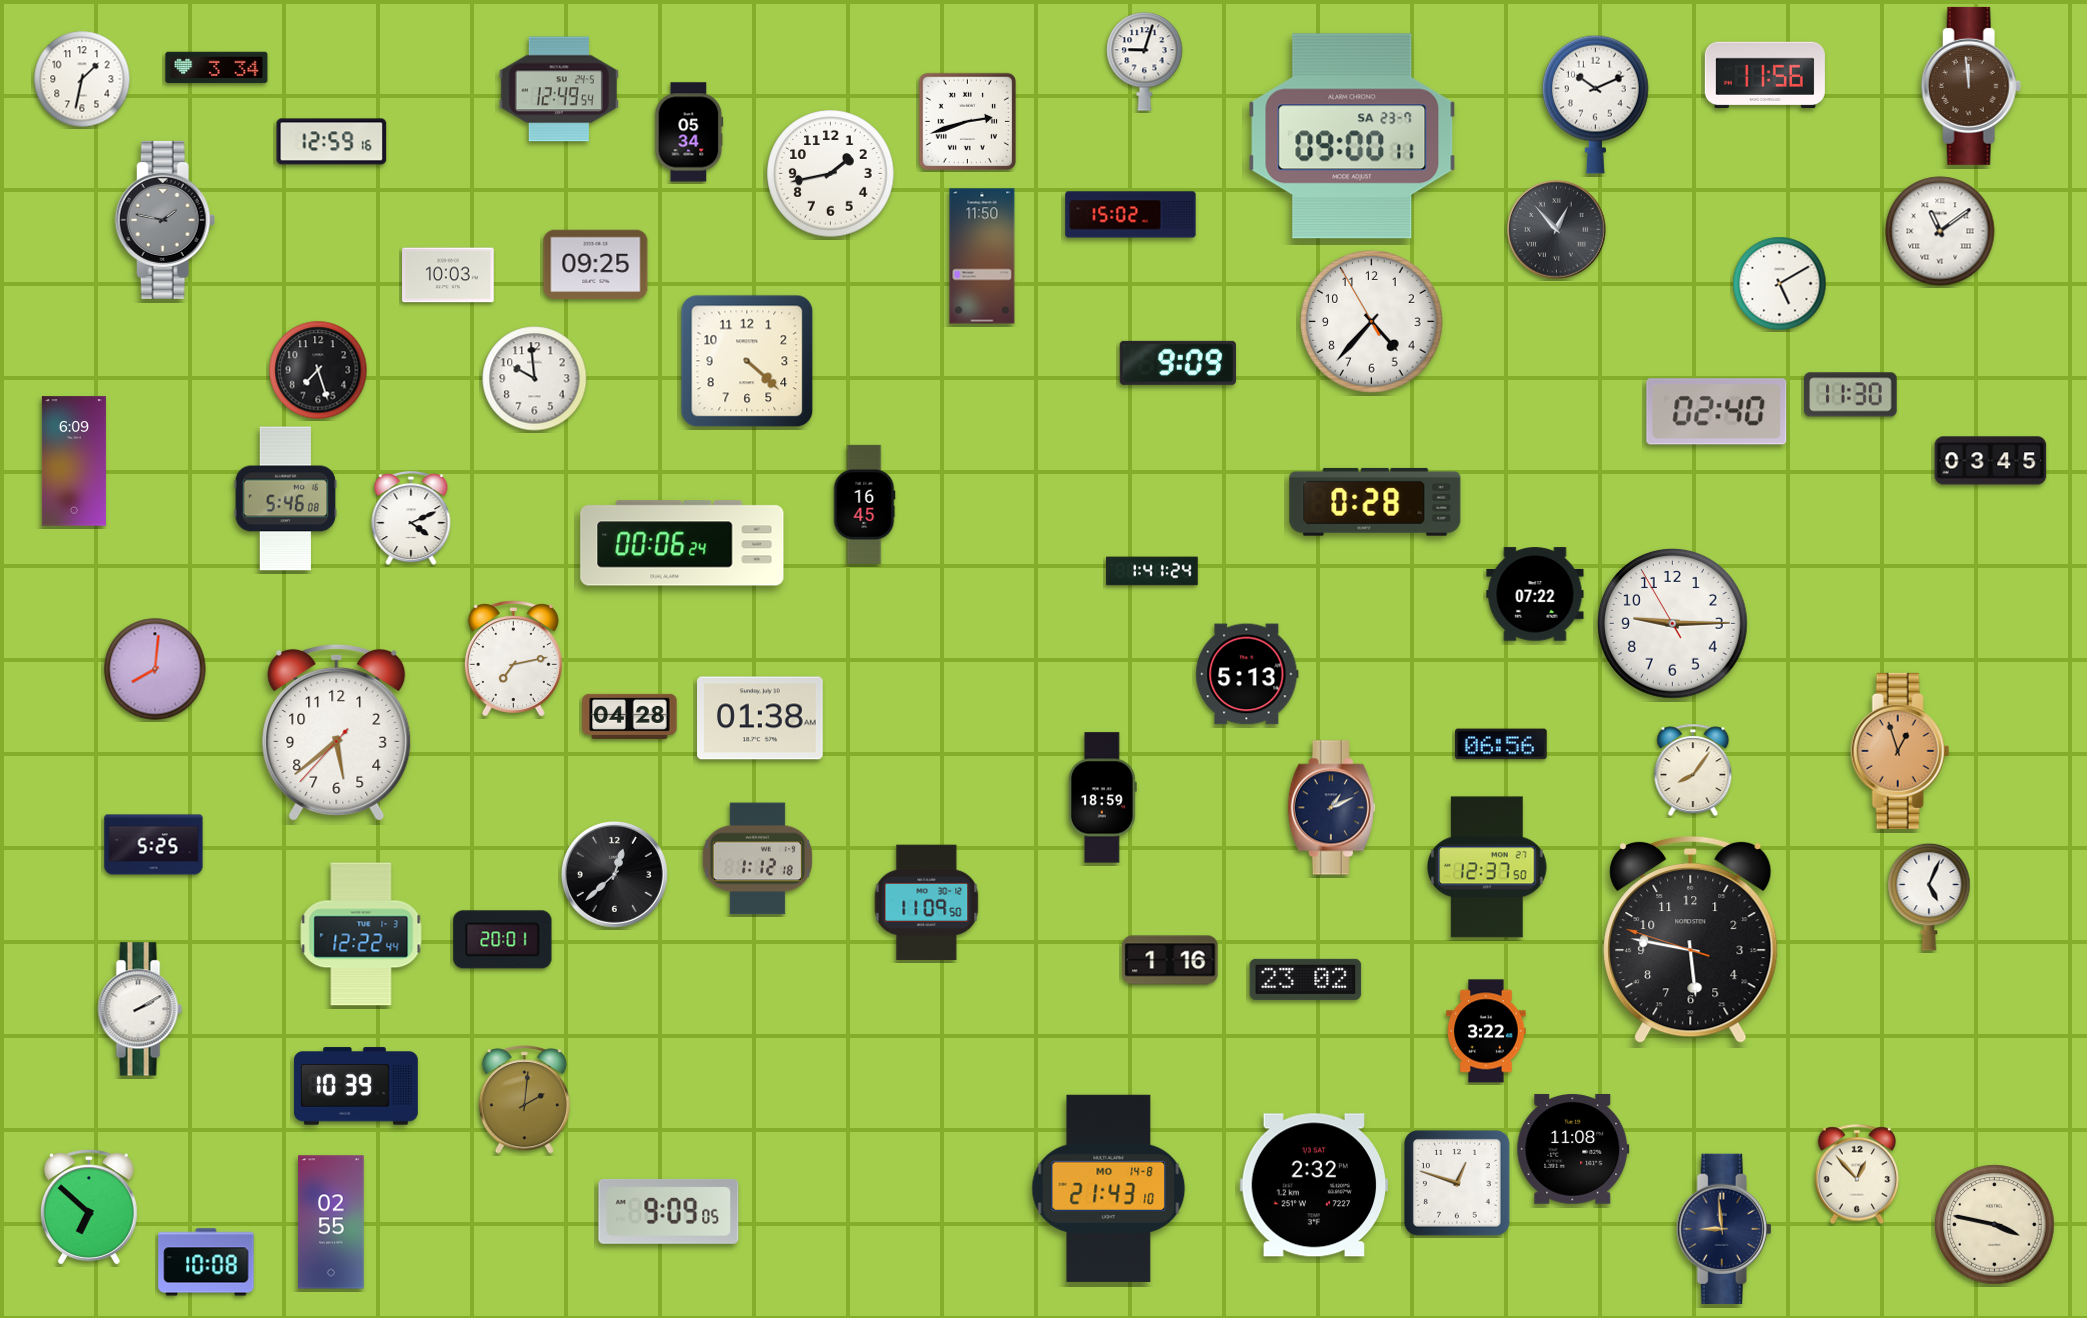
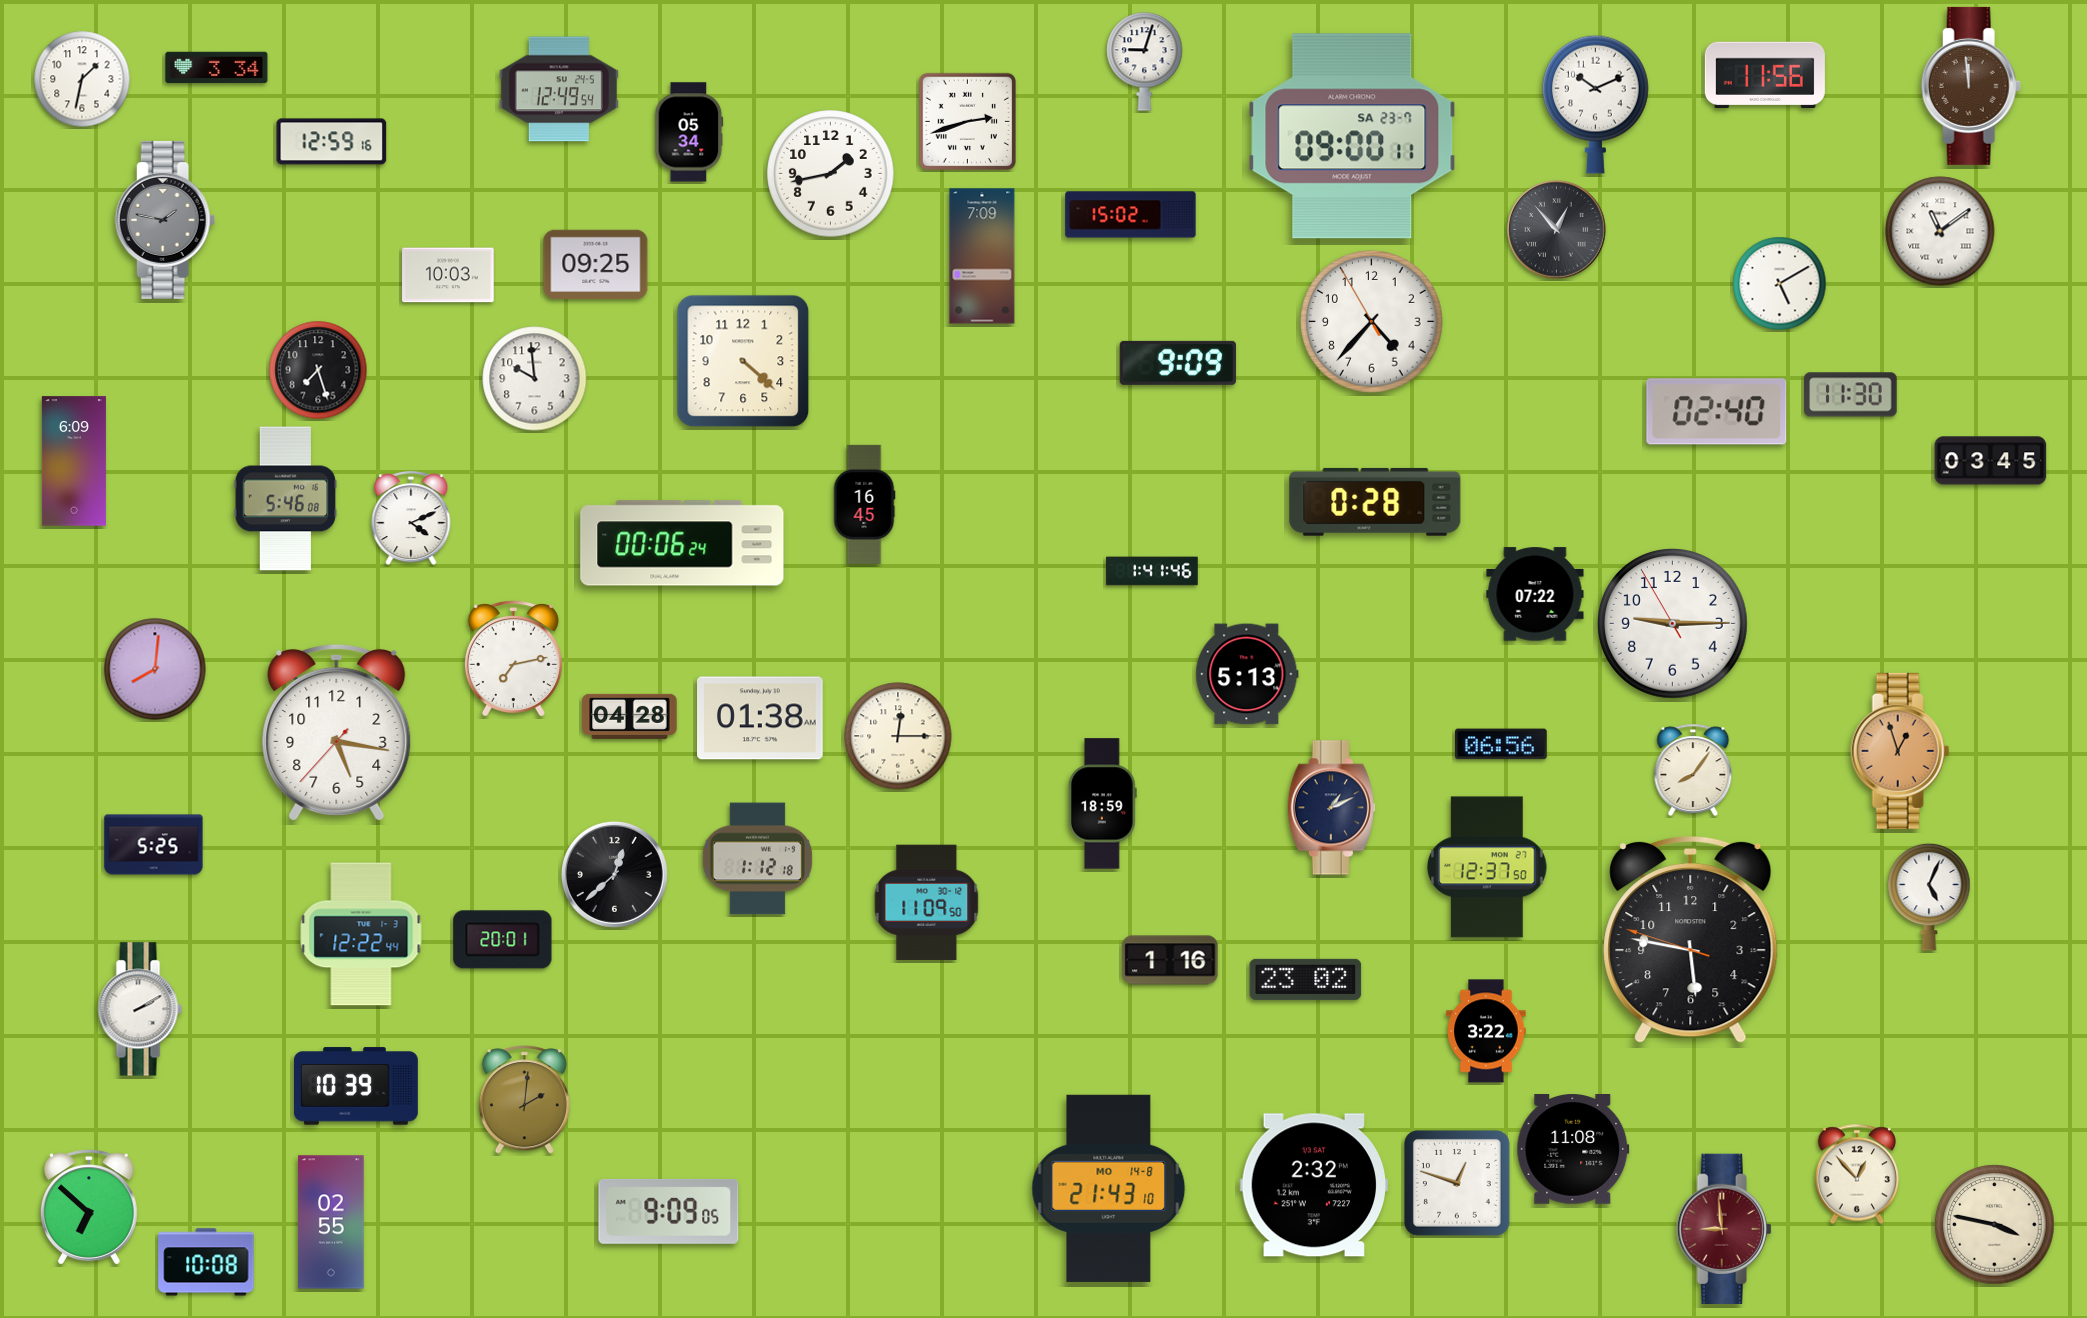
clock at (982, 256): 11:50 -> 7:09
clock at (747, 361) position: (747, 361) -> (743, 361)
clock at (1152, 571): 1:41:24 -> 1:41:46
clock at (337, 732): 5:38 -> 5:16
clock at (898, 736): none -> 12:15
clock at (1102, 798) position: (1102, 798) -> (1102, 804)
clock at (1724, 1228) dial: navy -> burgundy
